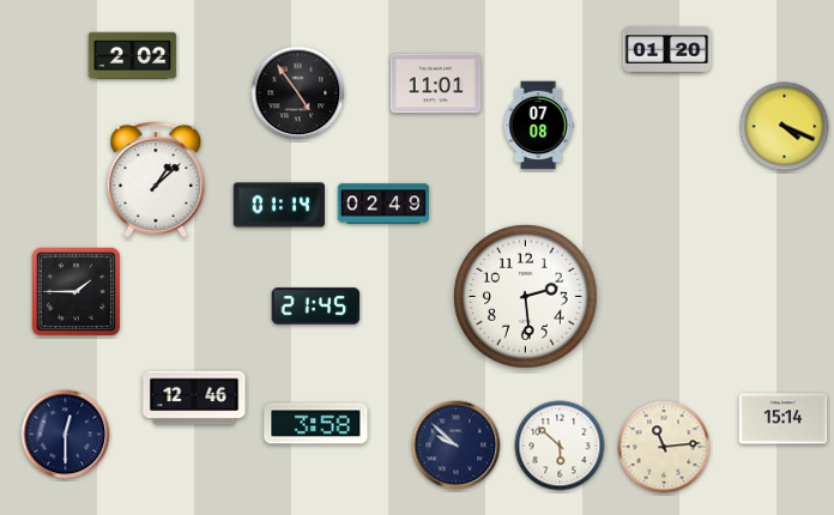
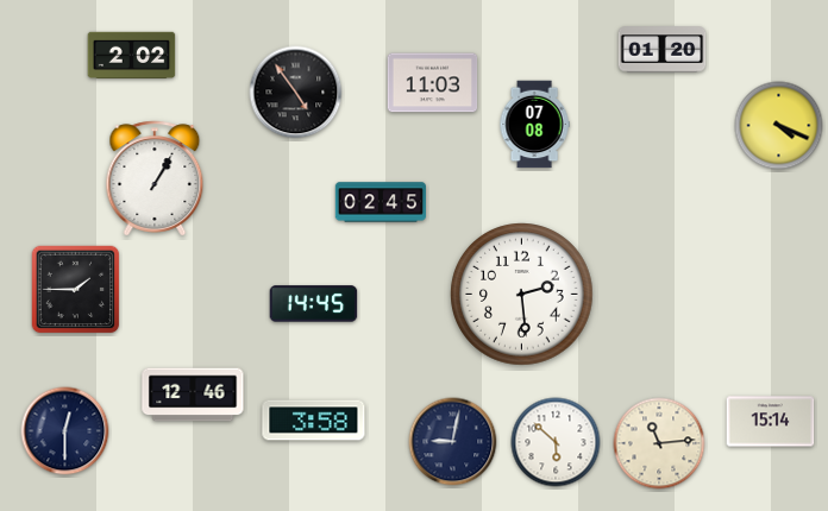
clock at (436, 84): 11:01 -> 11:03
clock at (156, 180): 1:08 -> 1:05
clock at (382, 204): 02:49 -> 02:45
clock at (279, 205): 01:14 -> none
clock at (316, 307): 21:45 -> 14:45
clock at (784, 419) position: (784, 419) -> (771, 422)
clock at (457, 446): 9:52 -> 9:02
